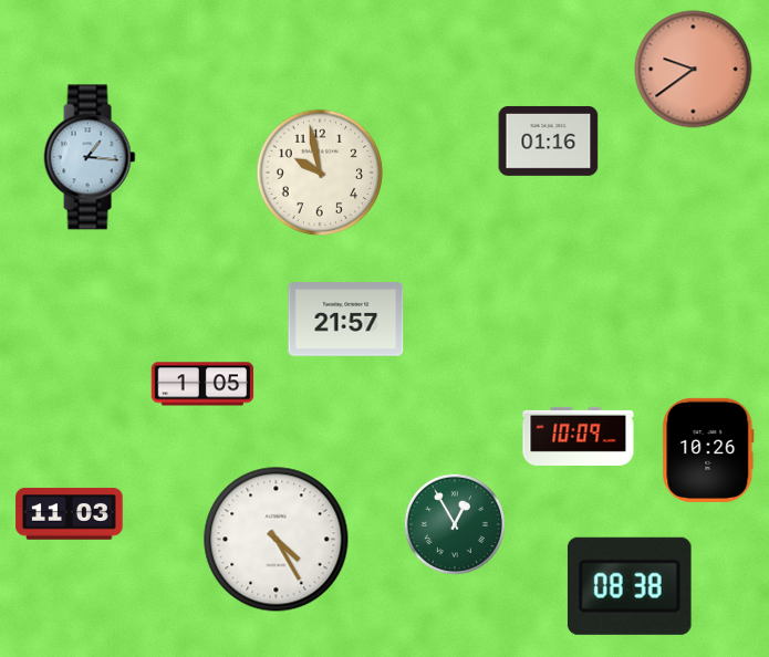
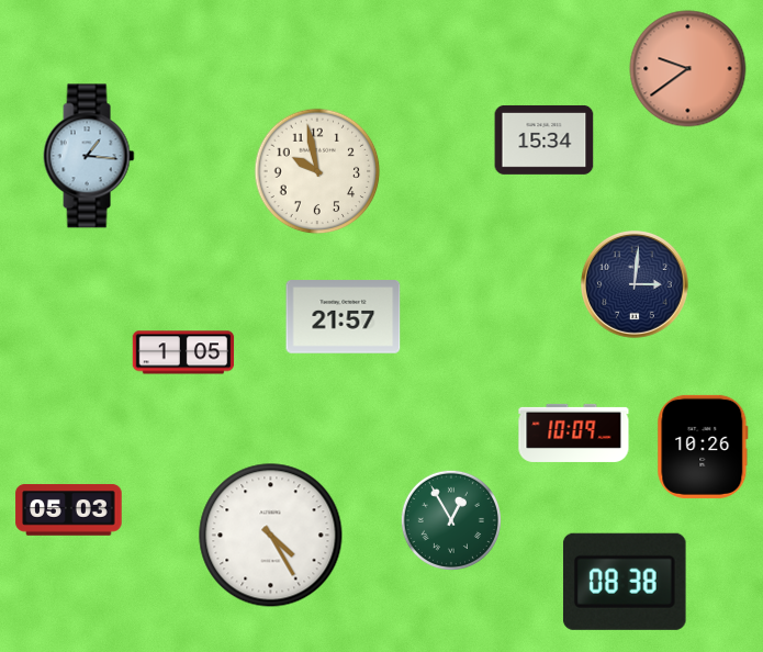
clock at (549, 140): 01:16 -> 15:34
clock at (636, 285): none -> 3:01
clock at (202, 384) position: (202, 384) -> (183, 352)
clock at (70, 514): 11:03 -> 05:03
clock at (277, 540) position: (277, 540) -> (271, 536)
